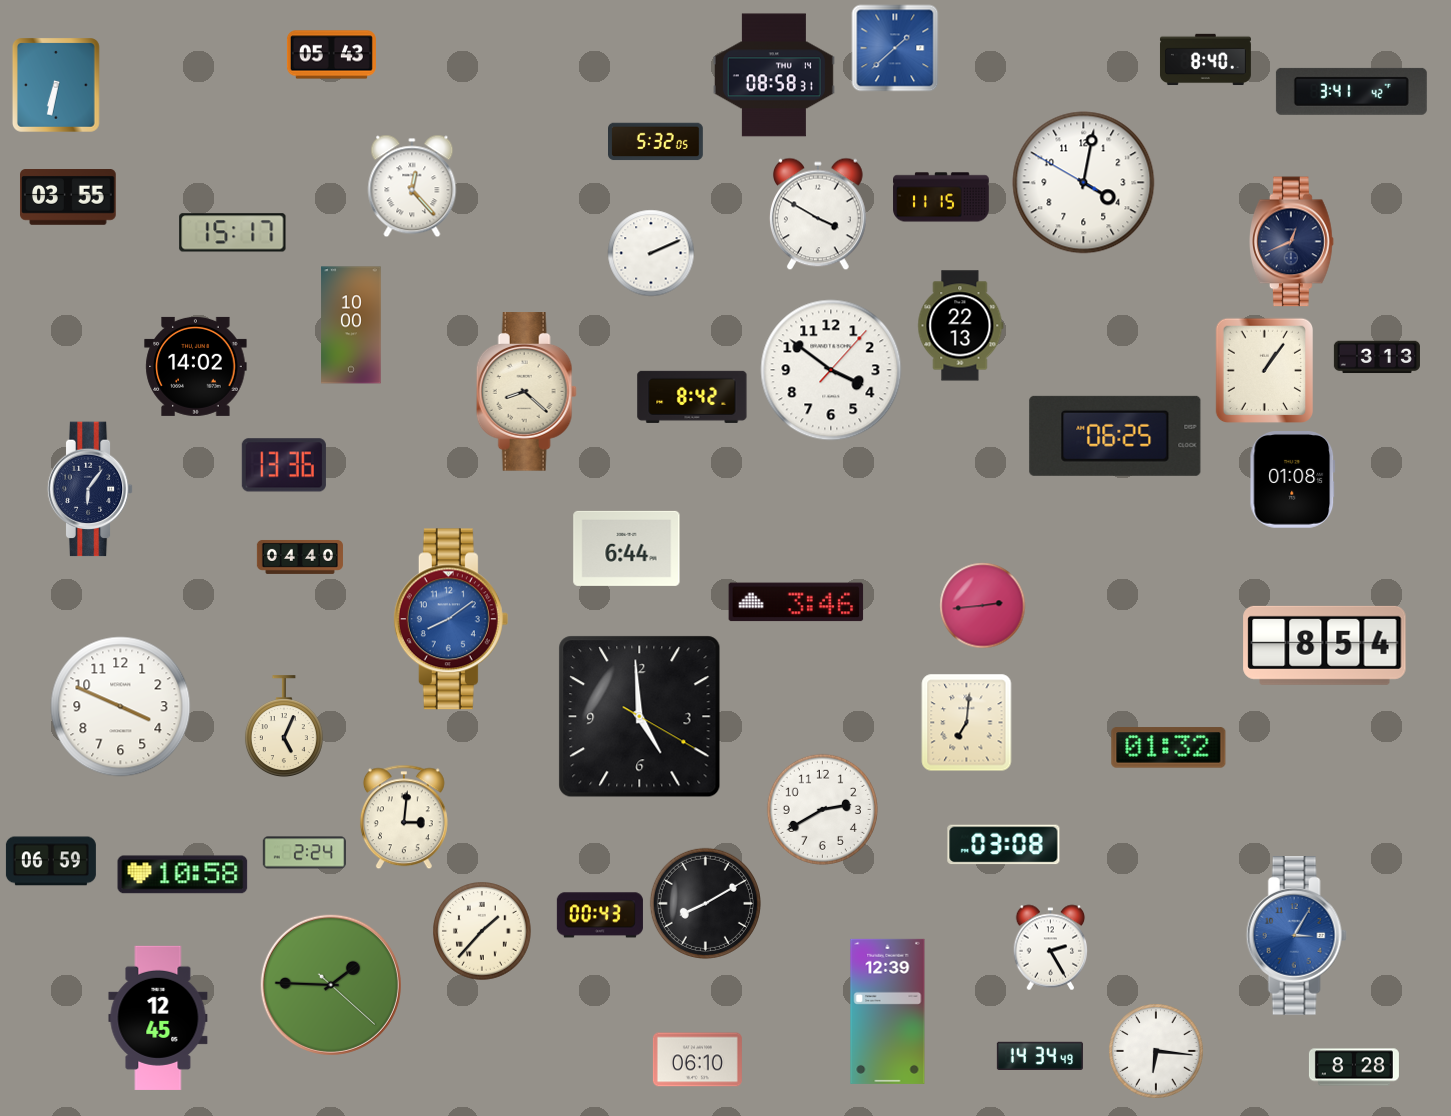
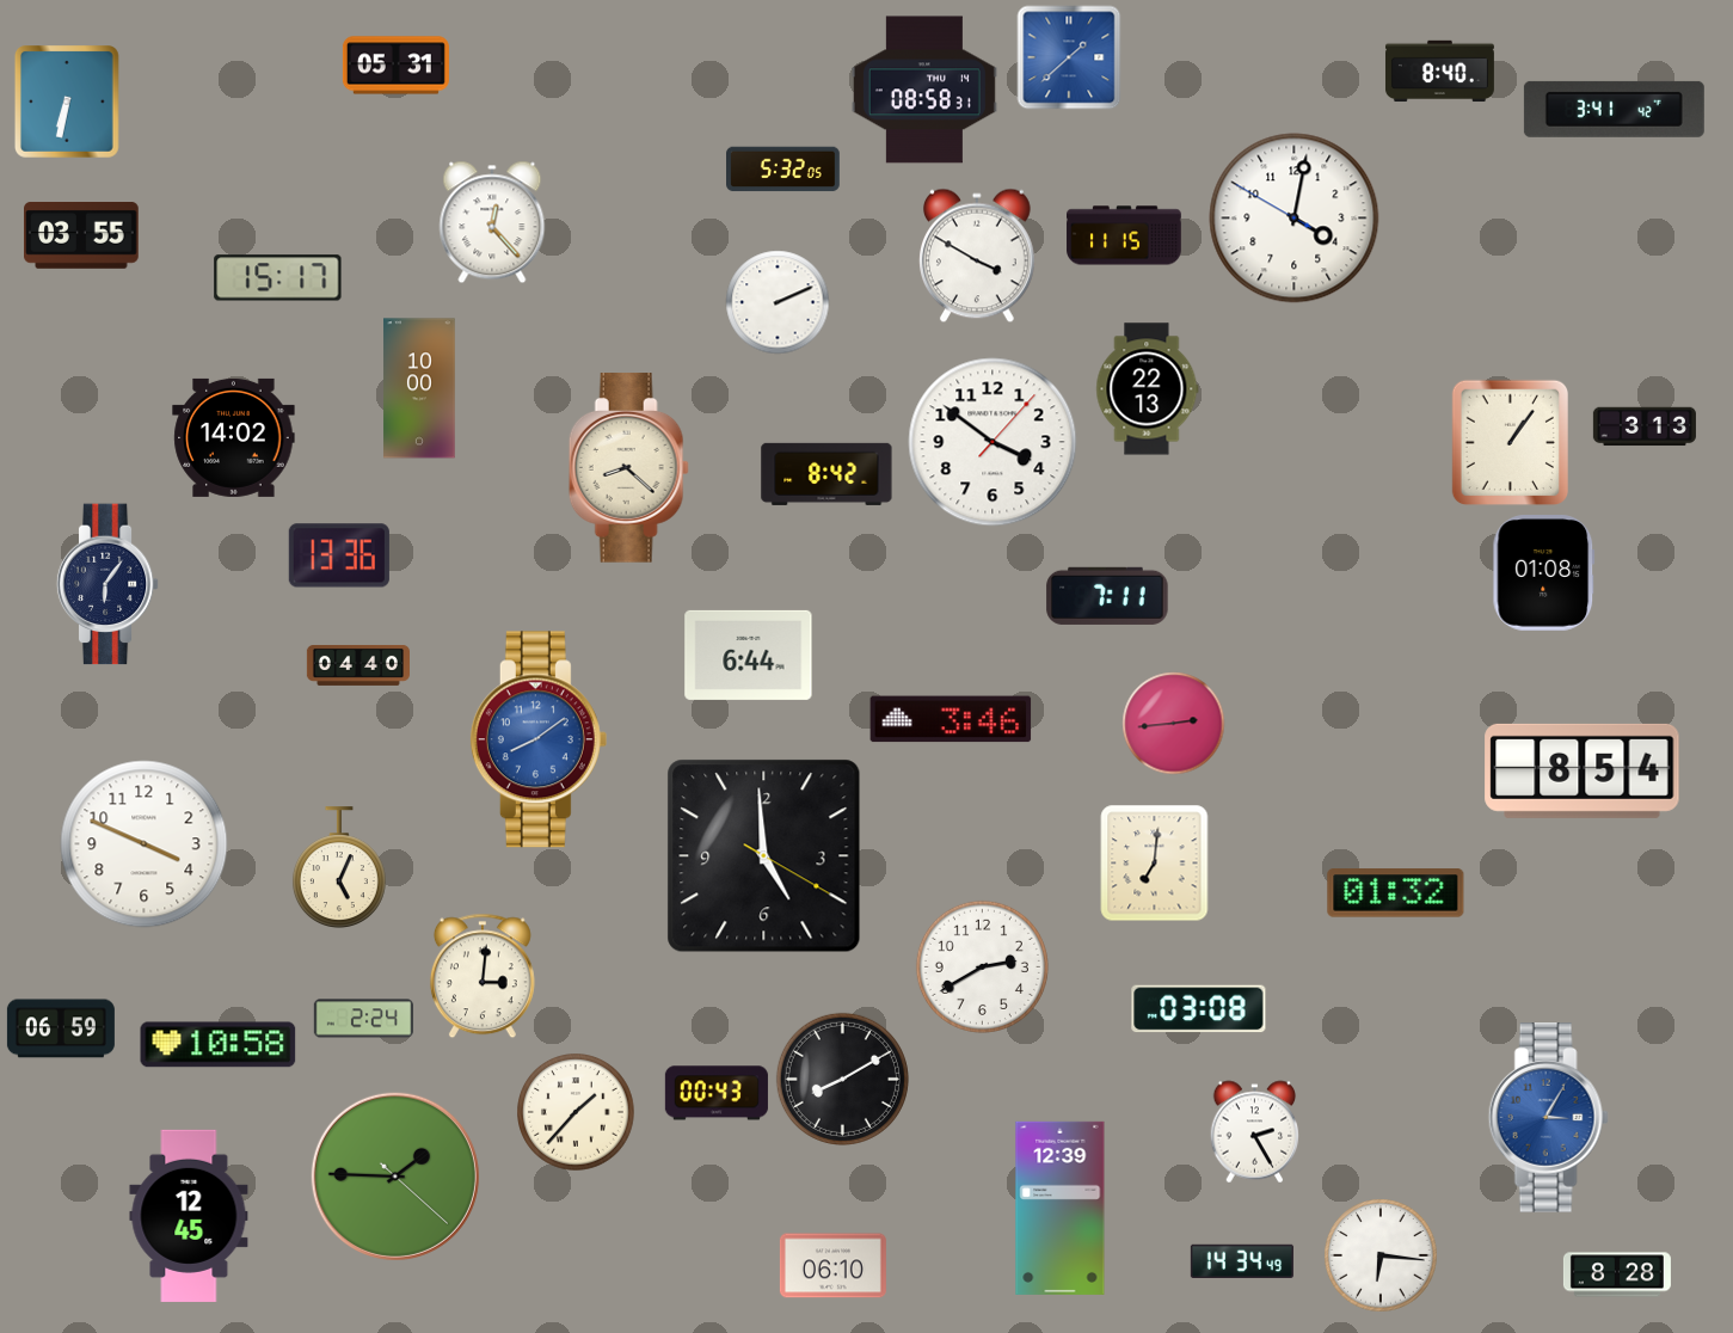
clock at (331, 55): 05:43 -> 05:31
clock at (1292, 242): 12:41 -> none
clock at (1115, 436): 06:25 -> none
clock at (1107, 596): none -> 7:11
